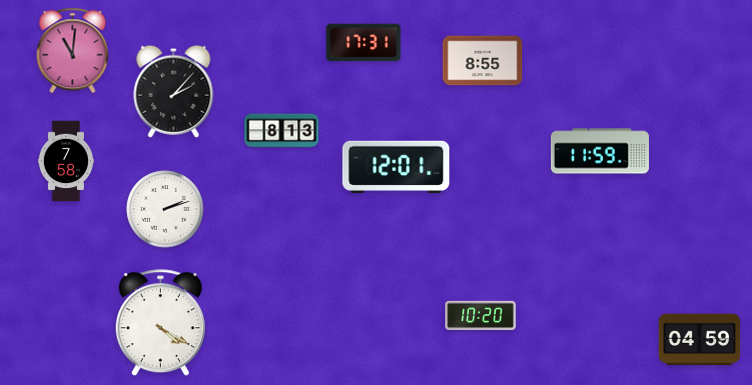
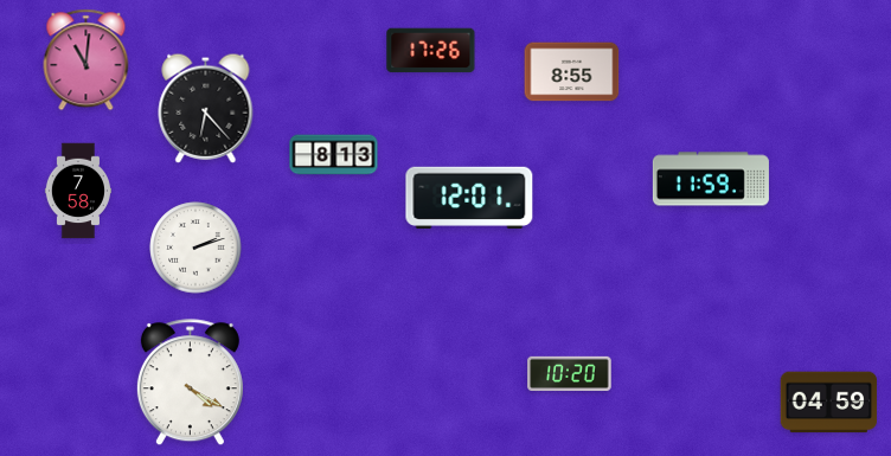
clock at (364, 43): 17:31 -> 17:26
clock at (174, 91): 2:07 -> 6:23
